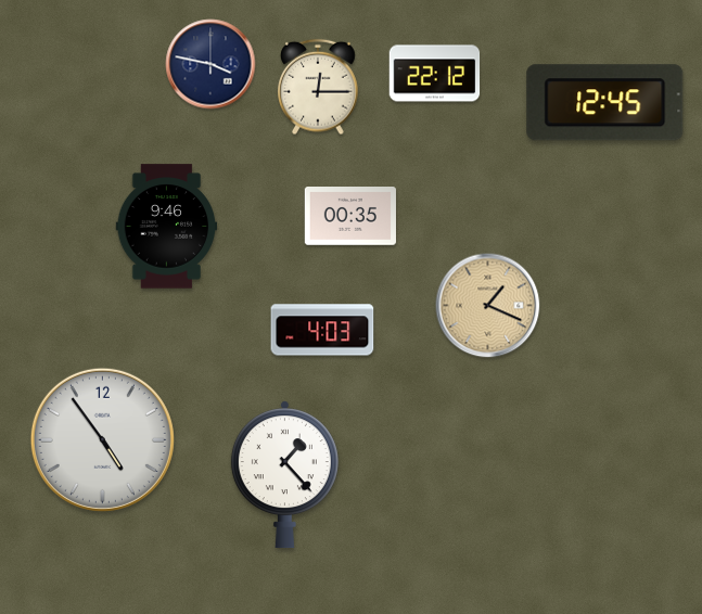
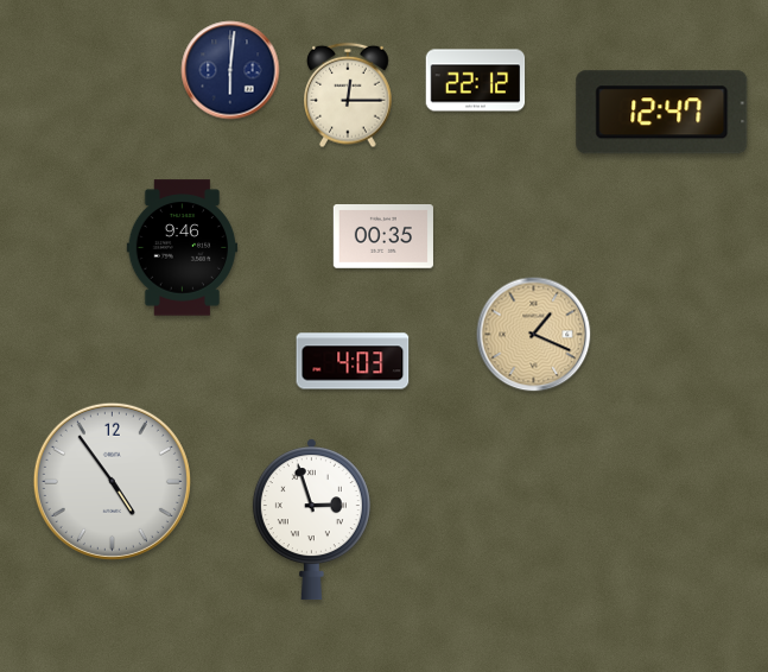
clock at (210, 64): 3:47 -> 6:01
clock at (605, 103): 12:45 -> 12:47
clock at (284, 475): 1:23 -> 2:57
